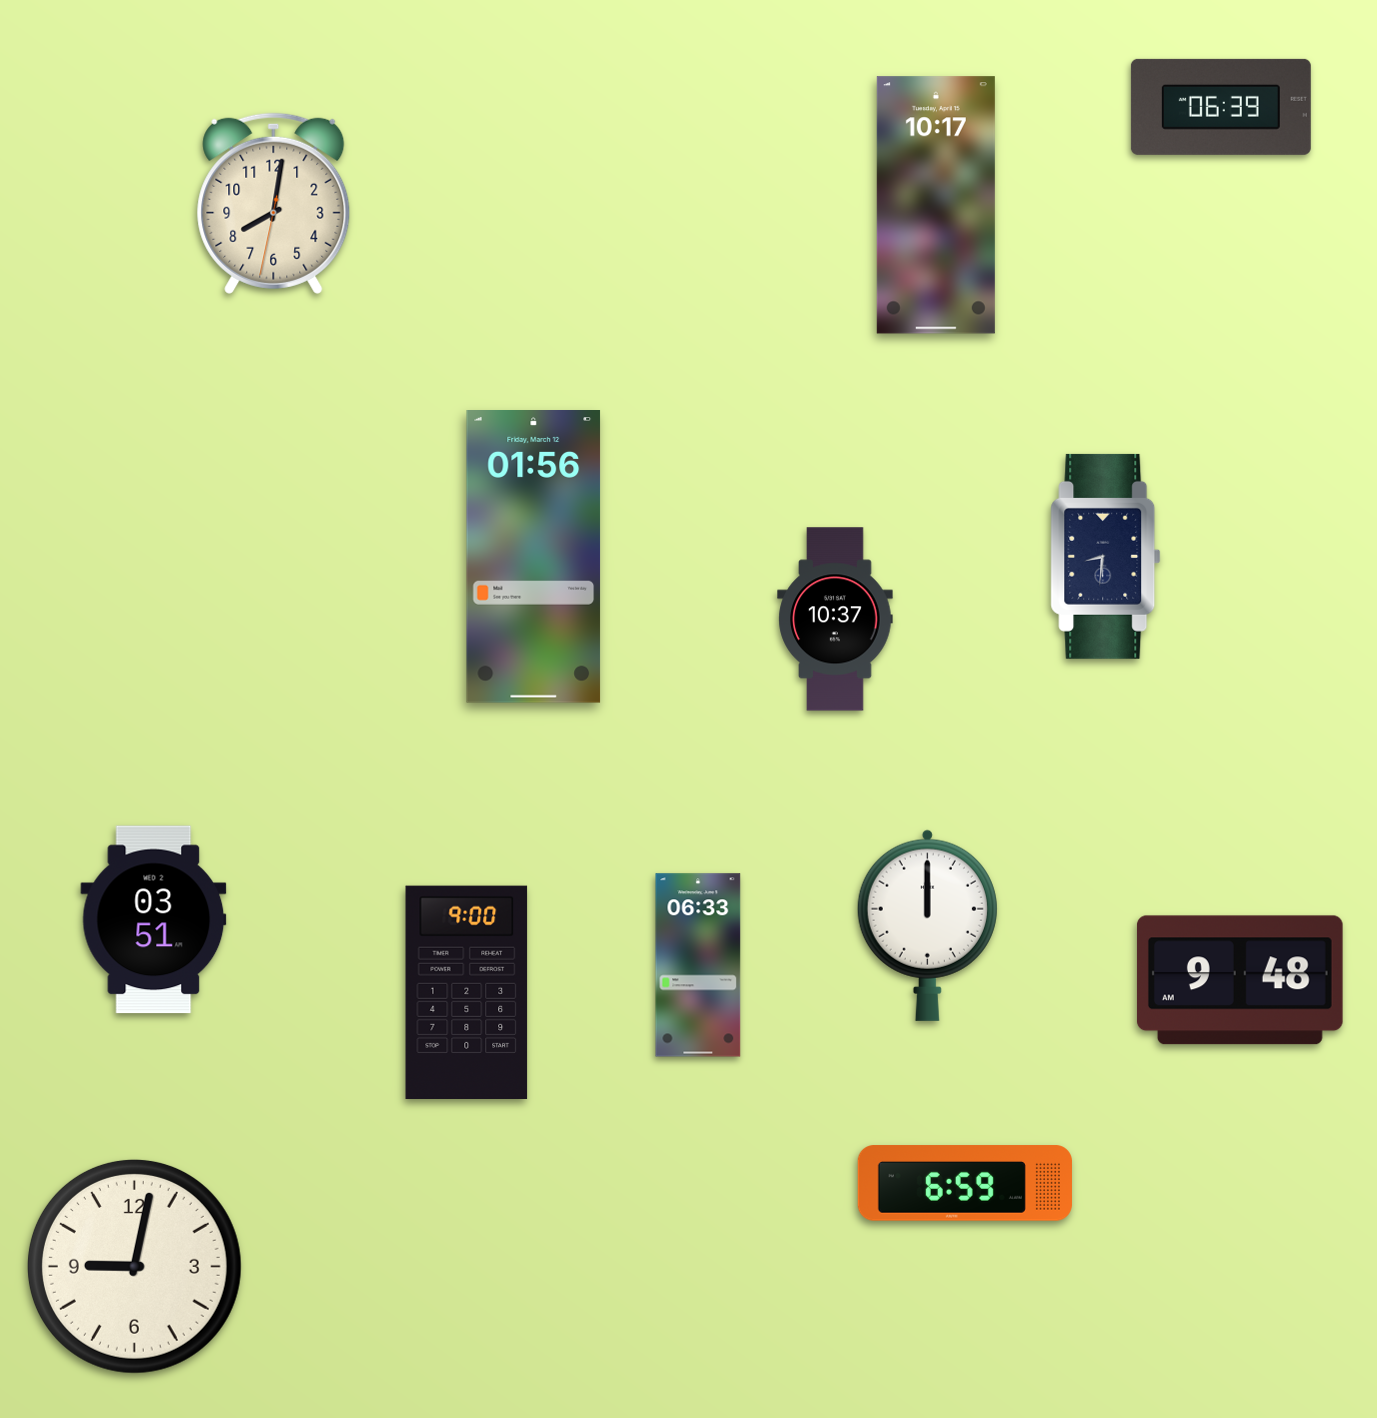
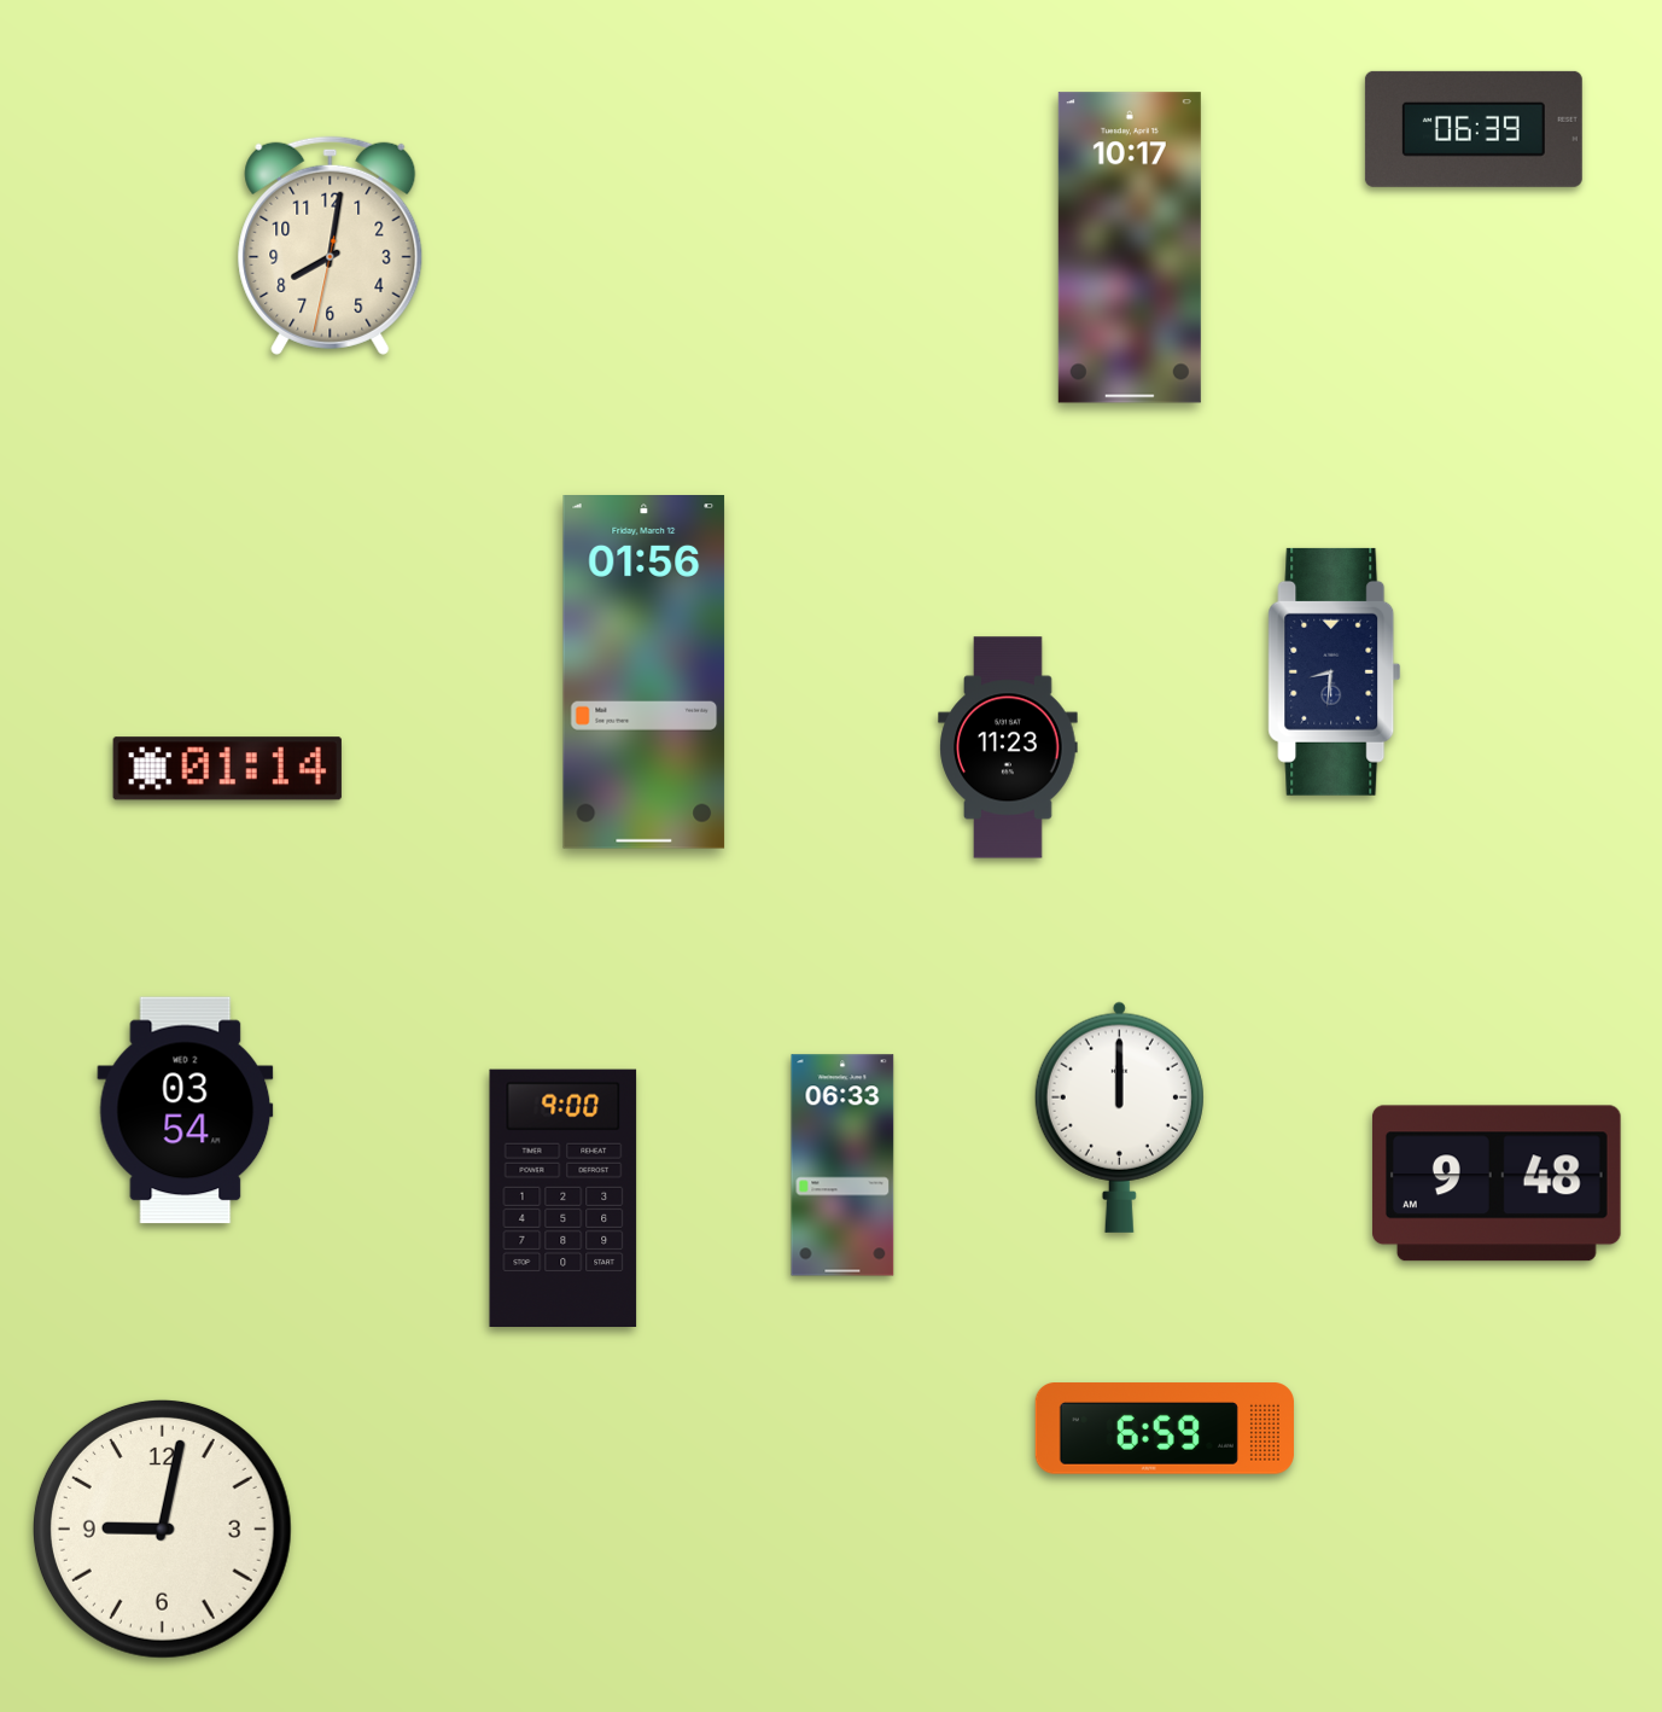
clock at (835, 619): 10:37 -> 11:23
clock at (227, 769): none -> 01:14
clock at (154, 920): 03:51 -> 03:54
